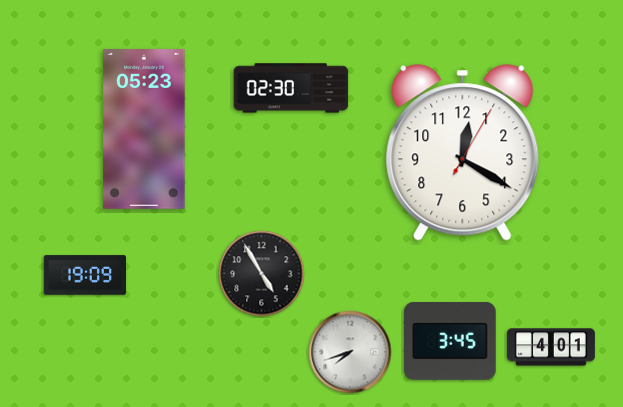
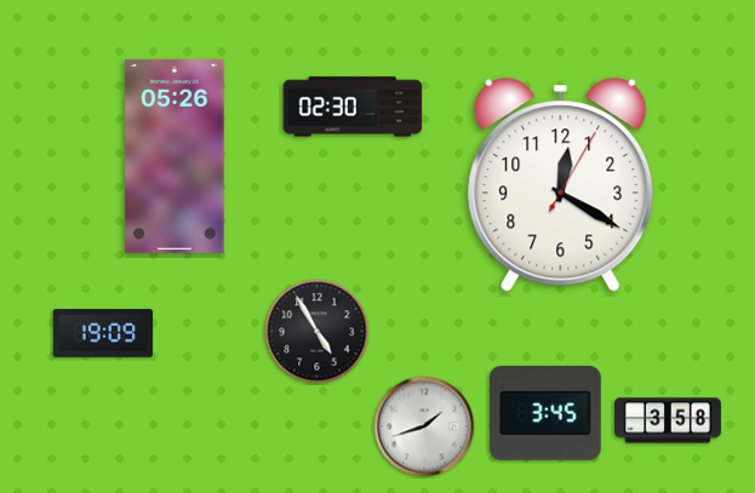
clock at (144, 130): 05:23 -> 05:26
clock at (551, 347): 4:01 -> 3:58
clock at (350, 352): 7:42 -> 1:42
